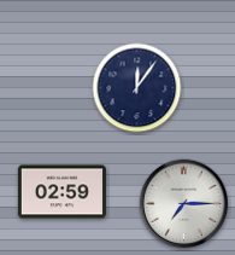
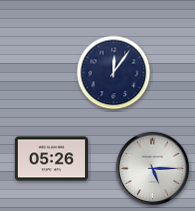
clock at (61, 192): 02:59 -> 05:26
clock at (184, 204): 7:15 -> 5:15
